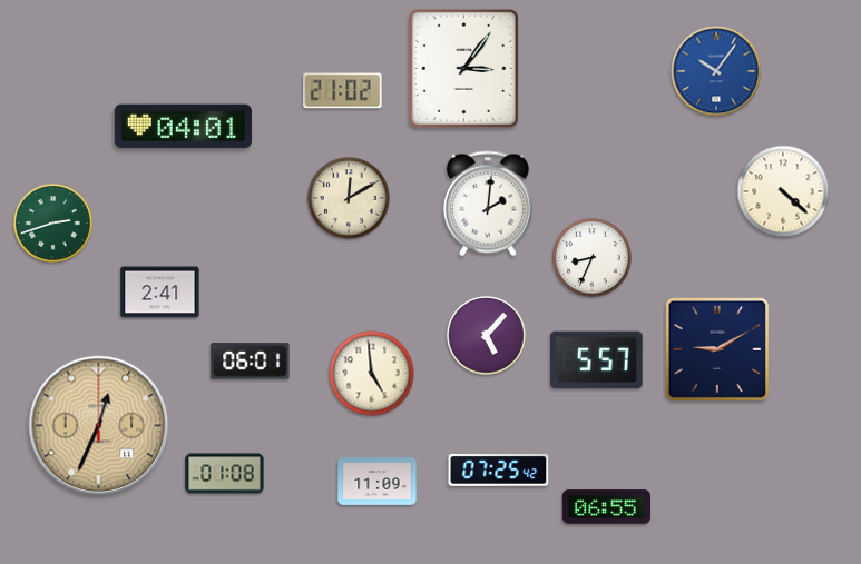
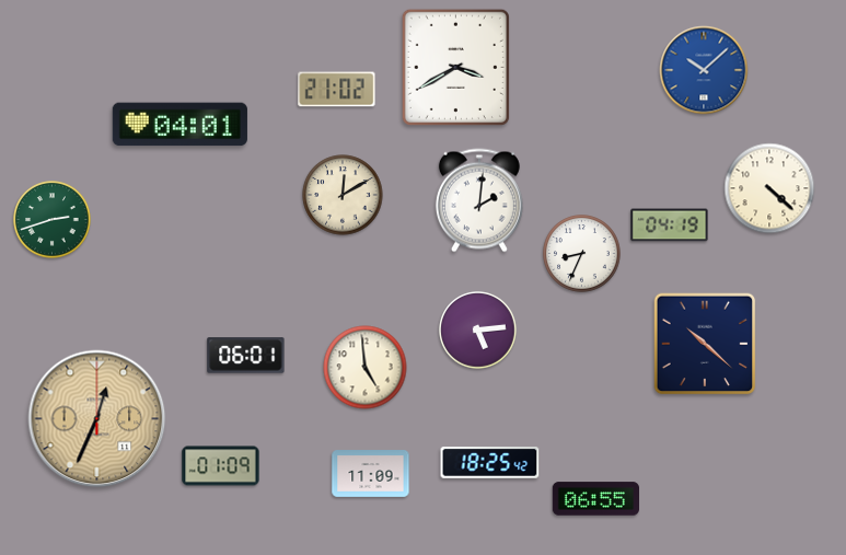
clock at (463, 68): 3:06 -> 3:40
clock at (716, 71): 10:06 -> 10:08
clock at (670, 226): none -> 04:19
clock at (160, 293): 2:41 -> none
clock at (487, 336): 5:07 -> 5:14
clock at (717, 349): 9:10 -> 10:22
clock at (597, 360): 5:57 -> none
clock at (499, 471): 07:25 -> 18:25
clock at (225, 474): 01:08 -> 01:09
